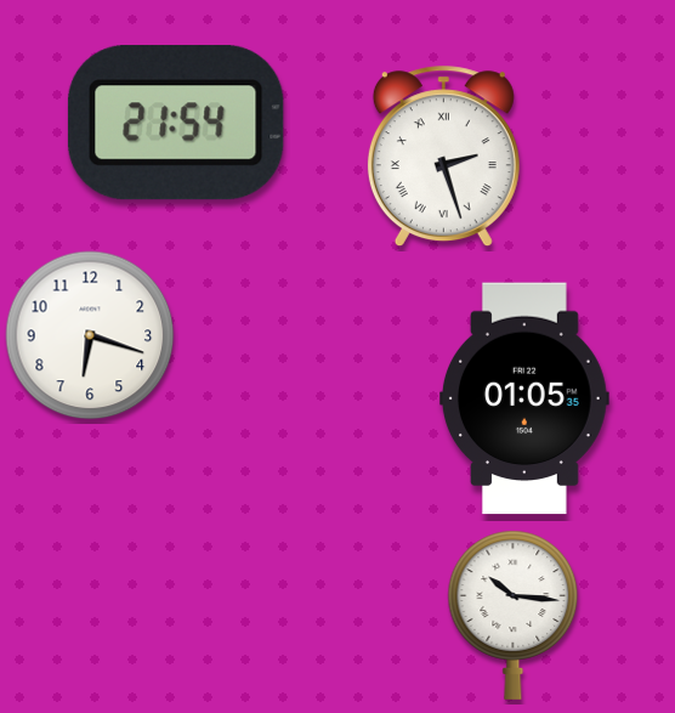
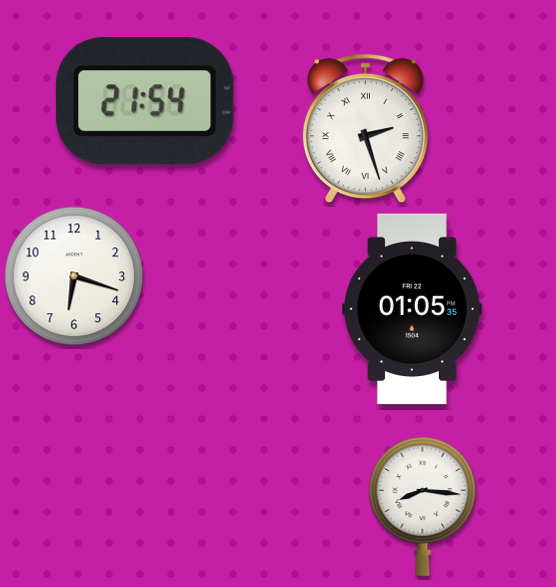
clock at (526, 398) position: (526, 398) -> (413, 309)
clock at (514, 615): 10:16 -> 8:16
